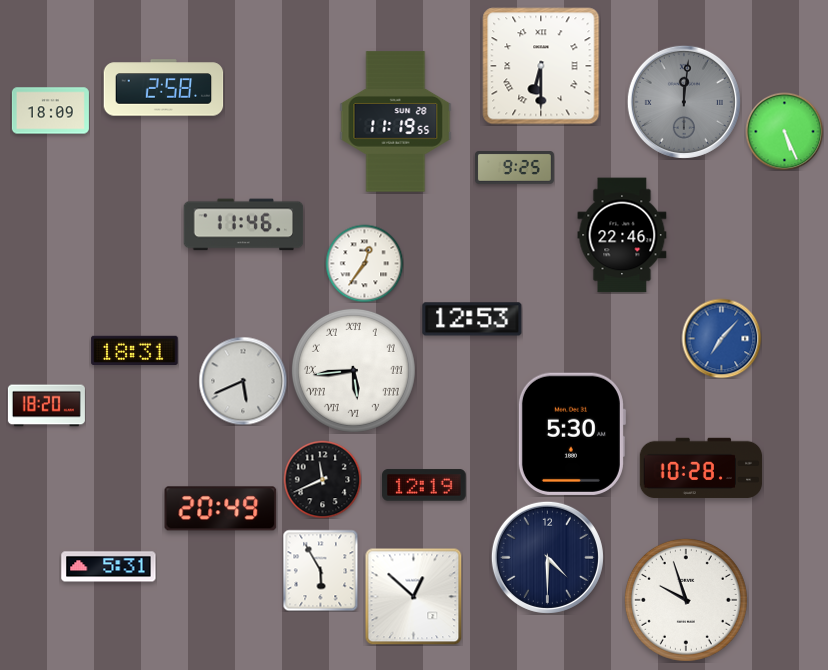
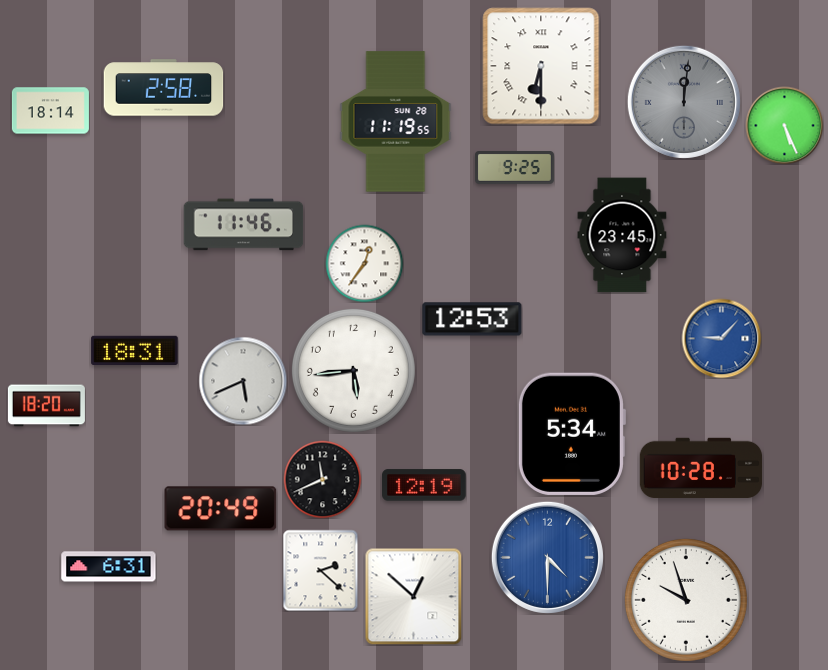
clock at (50, 111): 18:09 -> 18:14
clock at (784, 131) position: (784, 131) -> (784, 125)
clock at (622, 235): 22:46 -> 23:45
clock at (721, 338): 7:07 -> 9:07
clock at (353, 370) numerals: Roman -> Arabic
clock at (571, 434): 5:30 -> 5:34
clock at (547, 557) dial: navy -> blue
clock at (109, 567): 5:31 -> 6:31
clock at (321, 570): 5:55 -> 2:22
